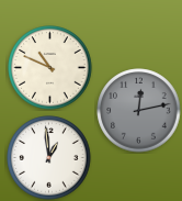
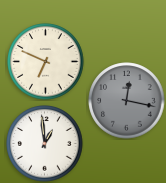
clock at (50, 68): 10:49 -> 6:49
clock at (139, 111): 12:13 -> 12:17
